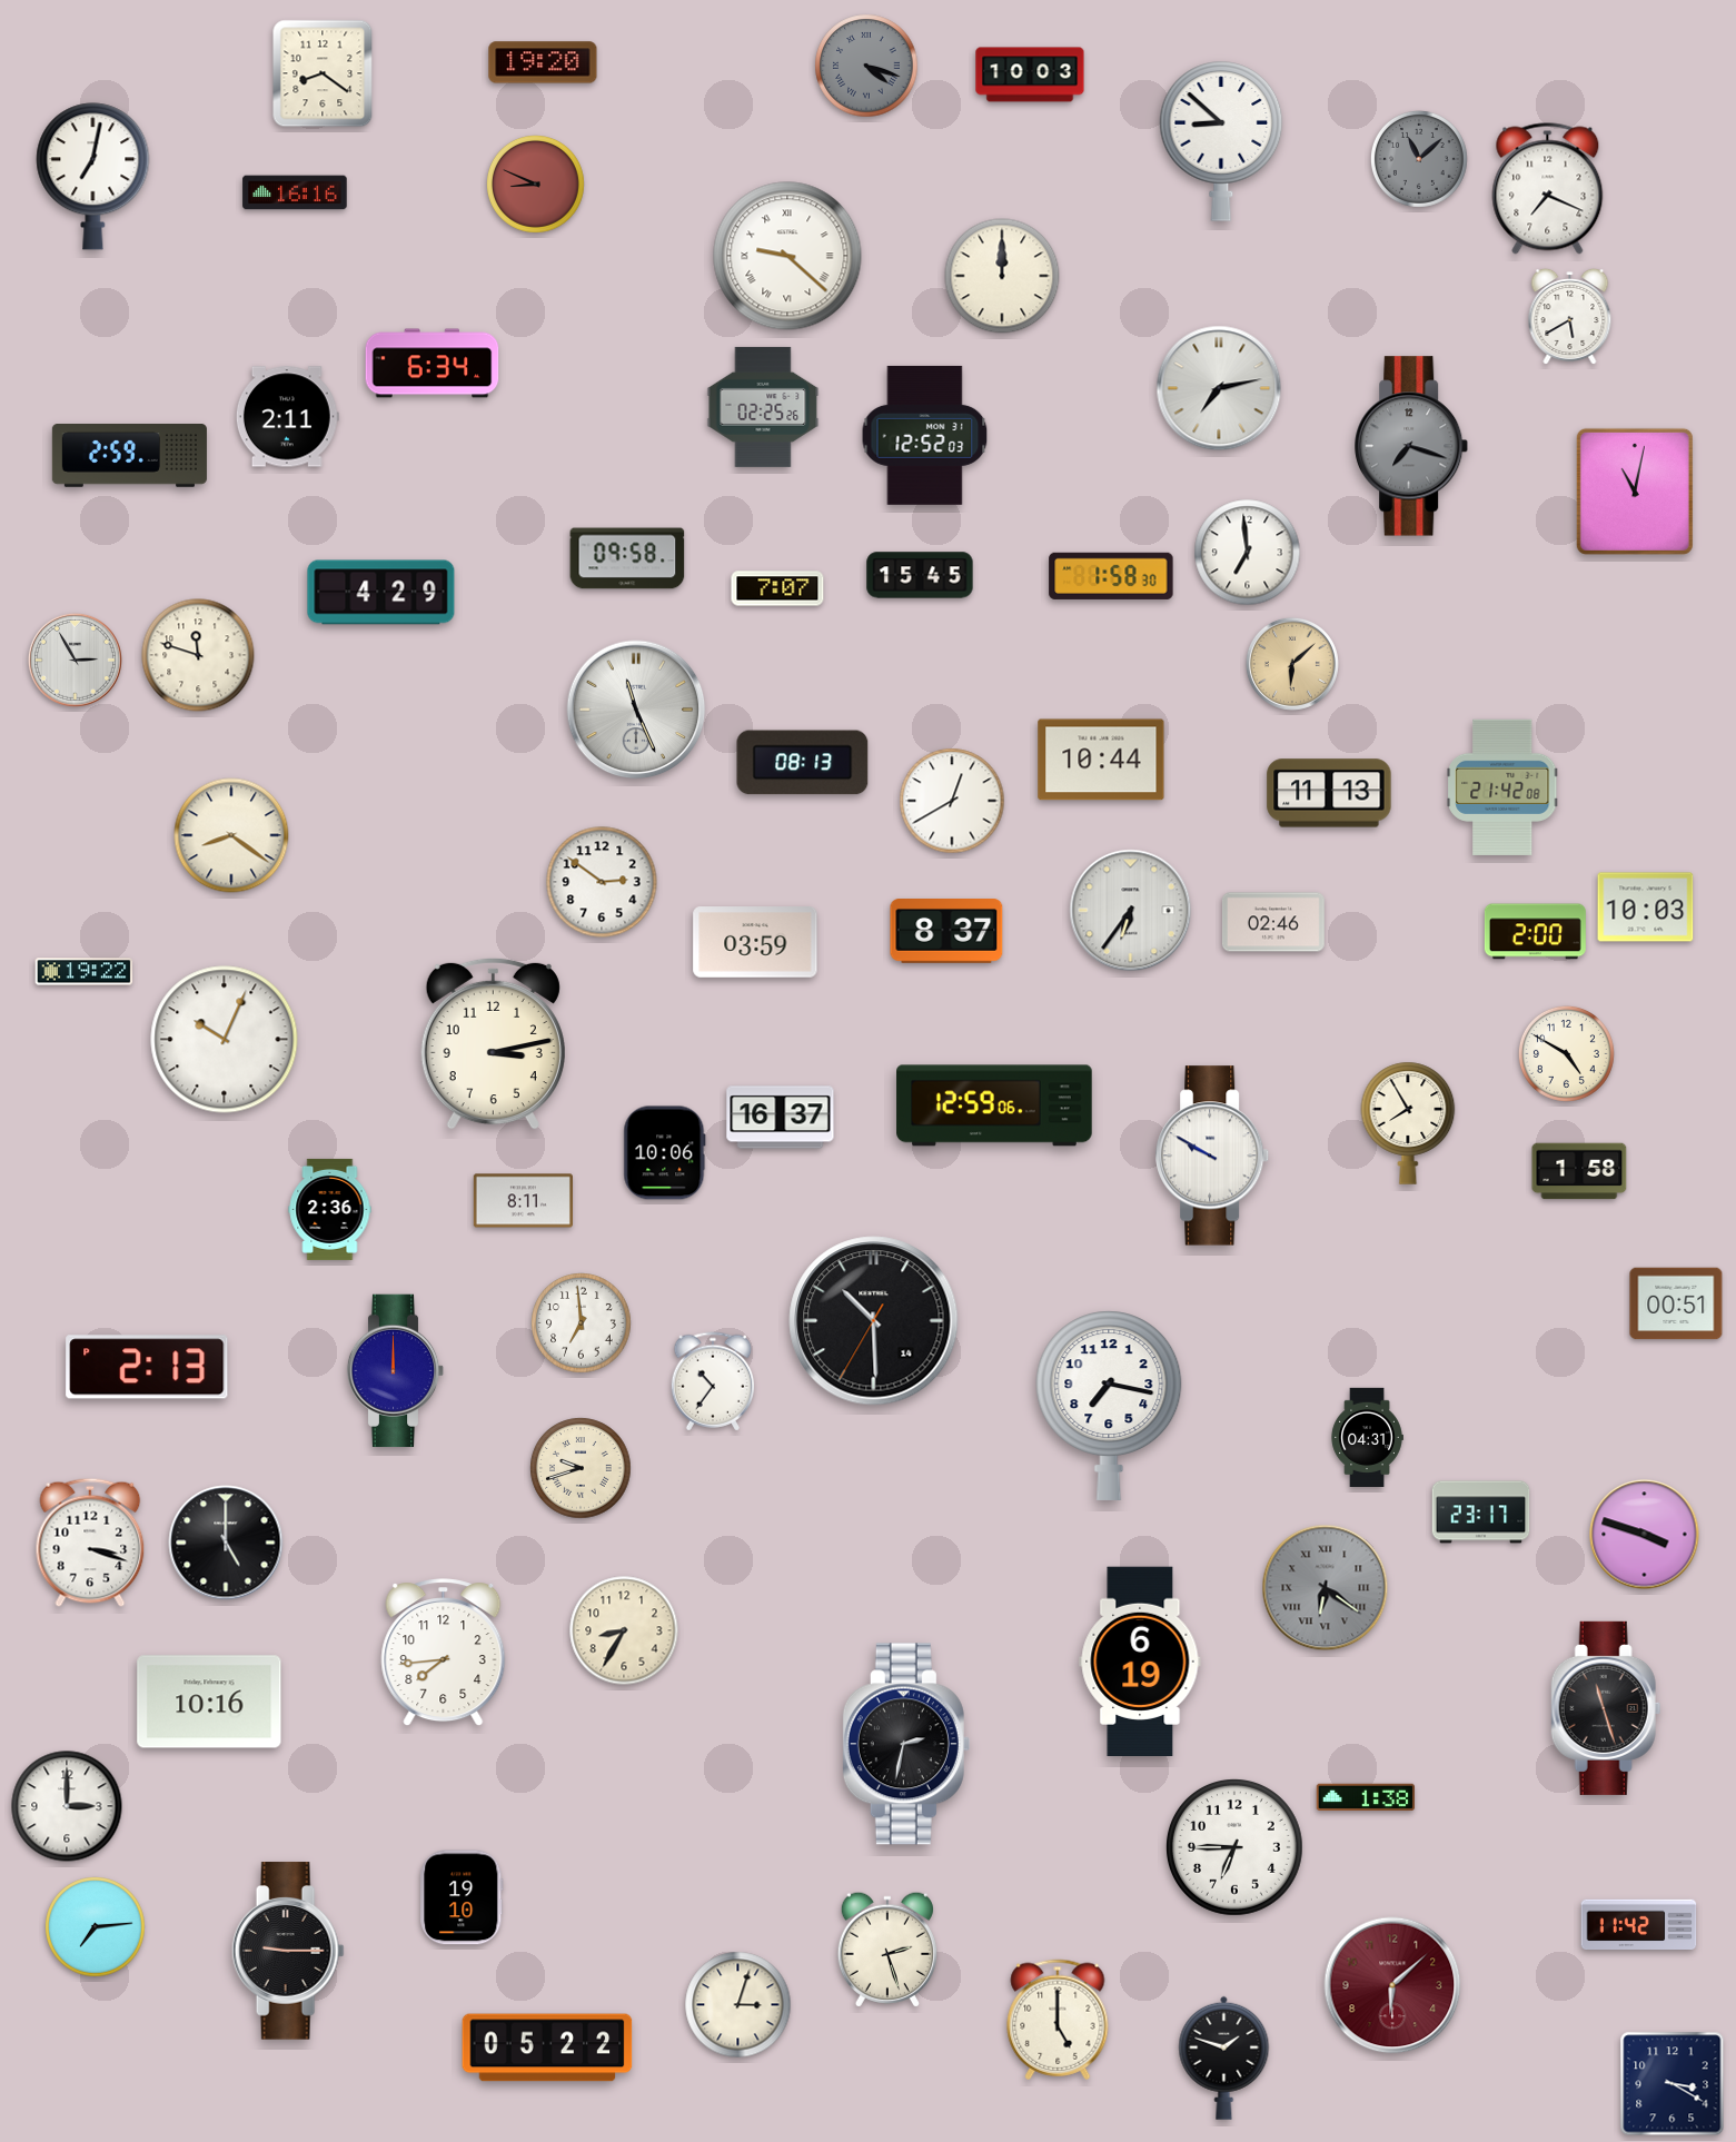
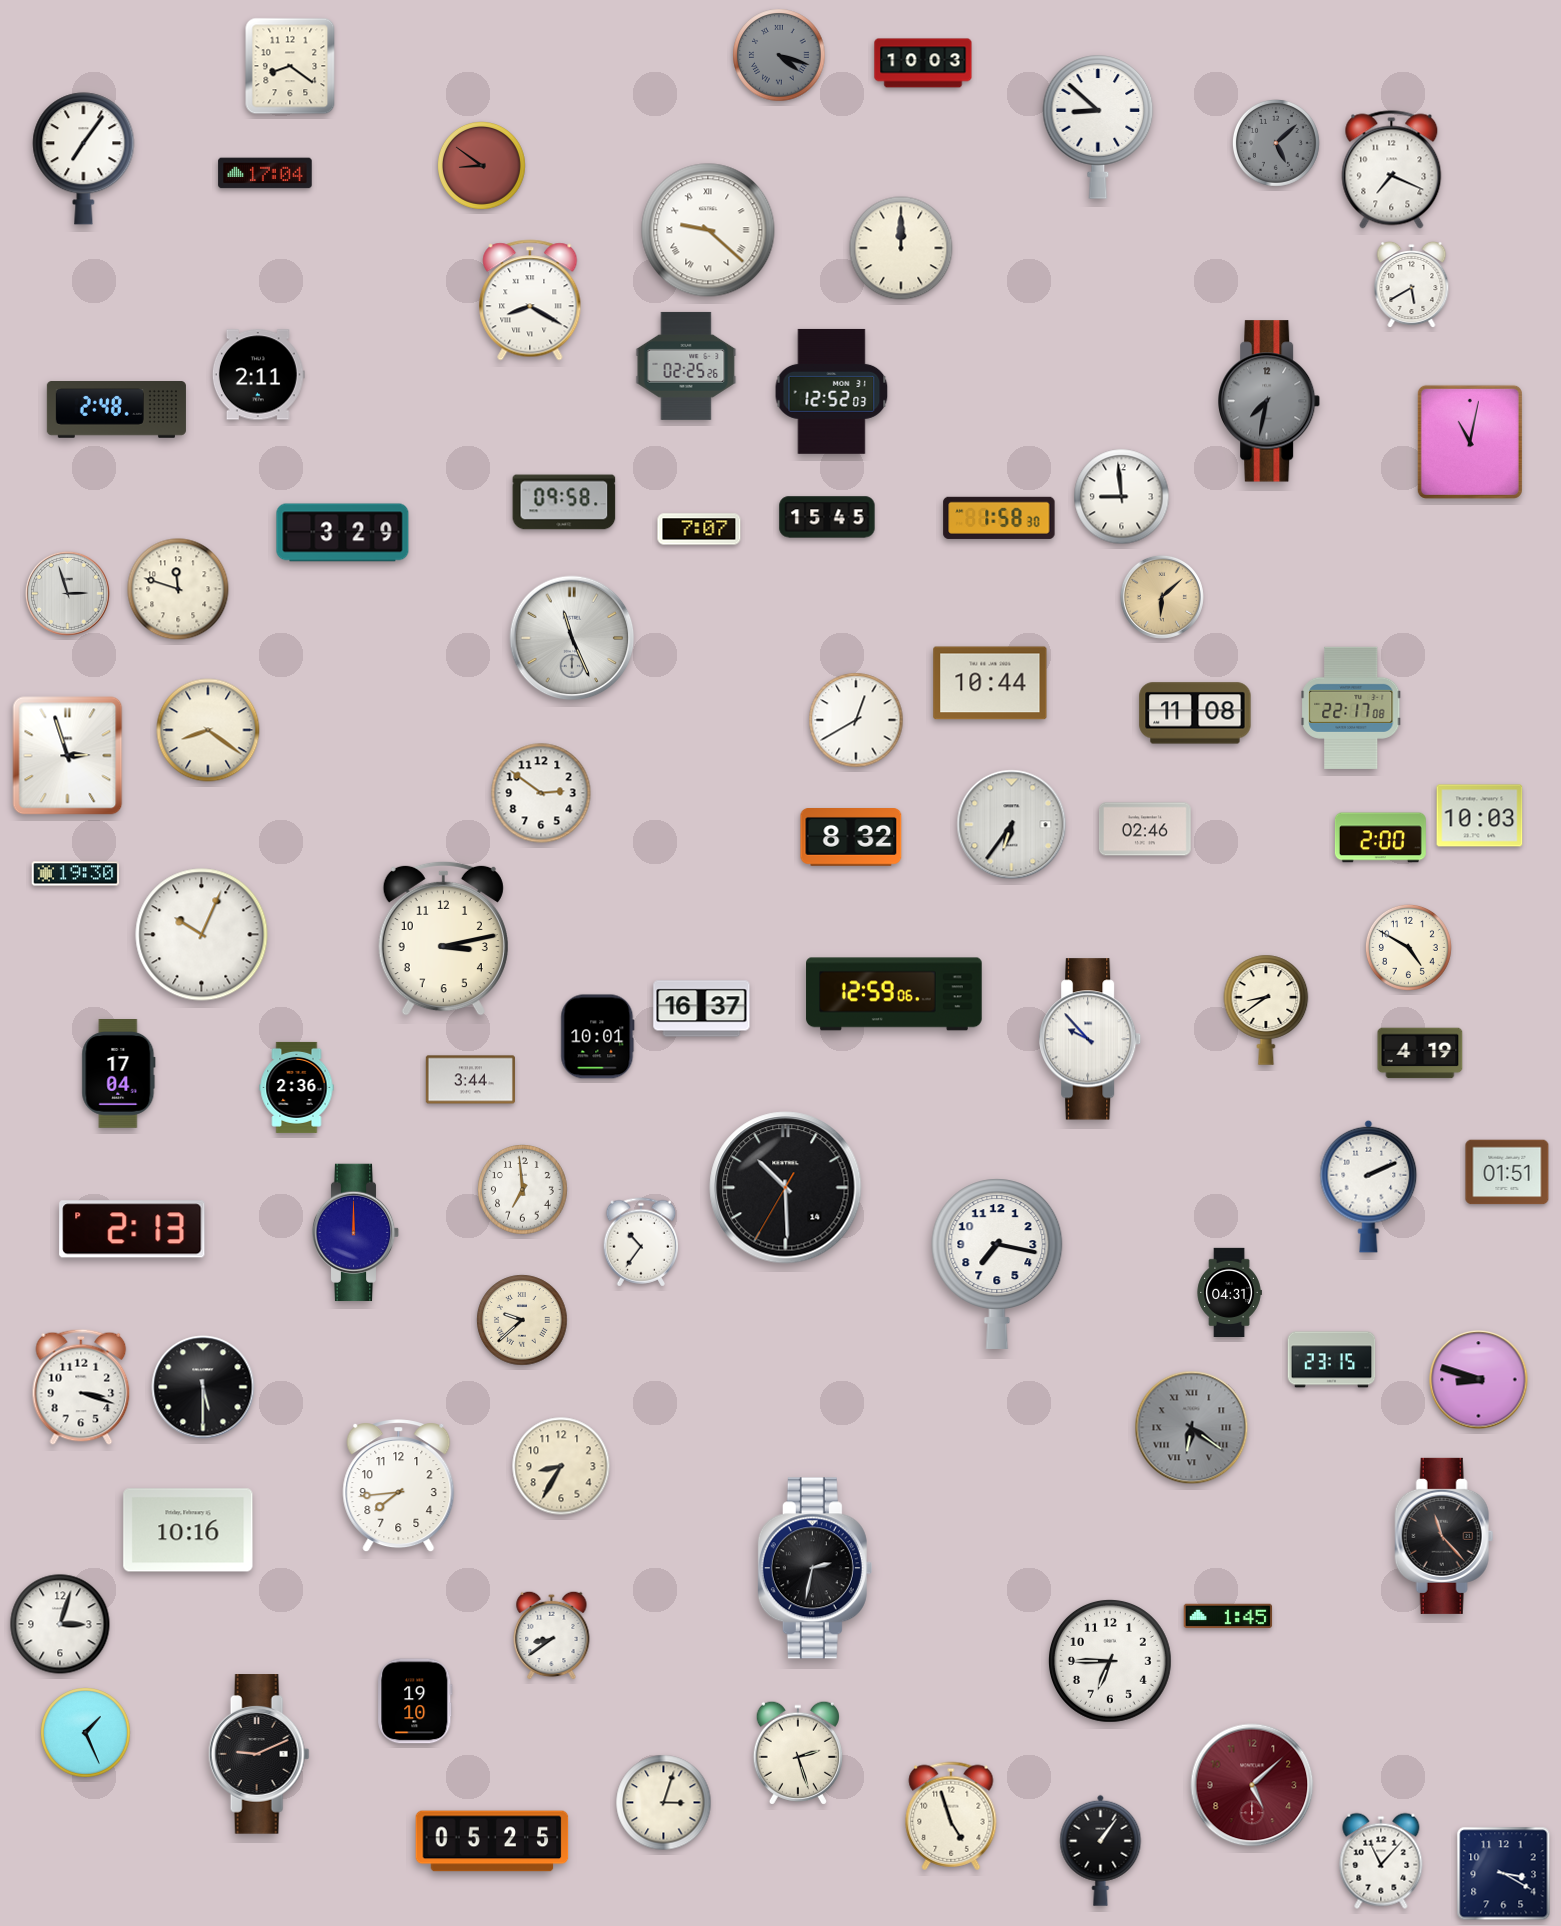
clock at (543, 62): 19:20 -> none
clock at (866, 66) position: (866, 66) -> (779, 55)
clock at (1030, 75) position: (1030, 75) -> (923, 63)
clock at (1419, 159): 11:08 -> 5:08
clock at (93, 177): 7:02 -> 7:06
clock at (536, 185): 8:49 -> 8:51
clock at (295, 192): 16:16 -> 17:04
clock at (530, 300): none -> 8:20
clock at (433, 364): 6:34 -> none
clock at (1219, 388): 7:13 -> none
clock at (1412, 446): 7:18 -> 7:32
clock at (129, 456): 2:59 -> 2:48
clock at (1248, 553): 6:59 -> 8:59
clock at (381, 593): 4:29 -> 3:29
clock at (75, 660): 2:55 -> 2:57
clock at (803, 763): 08:13 -> none
clock at (1502, 787): 21:42 -> 22:17
clock at (1329, 793): 11:13 -> 11:08
clock at (231, 835) position: (231, 835) -> (208, 730)
clock at (68, 756): none -> 2:57
clock at (1131, 911) position: (1131, 911) -> (1012, 825)
clock at (946, 932): 8:37 -> 8:32
clock at (755, 943): 03:59 -> none
clock at (85, 972): 19:22 -> 19:30
clock at (781, 1118) position: (781, 1118) -> (702, 1009)
clock at (1408, 1123): 7:55 -> 8:39
clock at (665, 1153): 10:06 -> 10:01
clock at (1213, 1156): 9:50 -> 9:53
clock at (1579, 1171): 1:58 -> 4:19
clock at (119, 1074): none -> 17:04
clock at (523, 1201): 8:11 -> 3:44
clock at (1676, 1303): 00:51 -> 01:51
clock at (1369, 1186): none -> 2:11
clock at (581, 1468): 9:42 -> 9:38
clock at (1481, 1513): 23:17 -> 23:15
clock at (1645, 1535): 3:48 -> 8:48
clock at (226, 1543): 5:00 -> 5:30
clock at (1140, 1662): 6:19 -> none
clock at (1606, 1708): 11:27 -> 11:23
clock at (1366, 1797): 1:38 -> 1:45
clock at (67, 1806): 3:00 -> 3:03
clock at (552, 1635): none -> 8:39
clock at (462, 1897) position: (462, 1897) -> (415, 1701)
clock at (1639, 1924): 11:42 -> none
clock at (96, 1927): 7:14 -> 1:26
clock at (288, 1951): 9:15 -> 9:11
clock at (1392, 1985): 6:08 -> 5:08
clock at (1058, 2020): 5:00 -> 4:57
clock at (547, 2047): 05:22 -> 05:25
clock at (1224, 2057): 1:48 -> 1:06
clock at (1381, 1861): none -> 11:07
